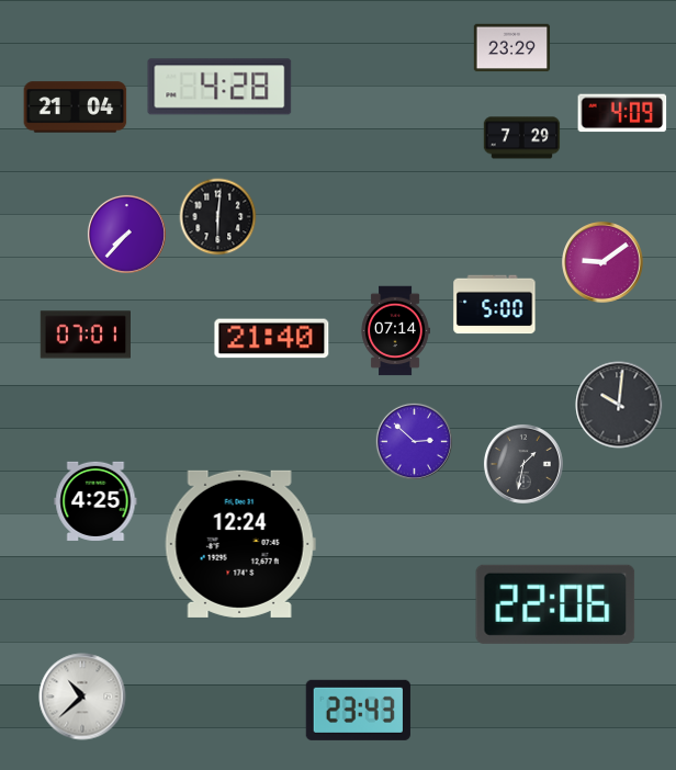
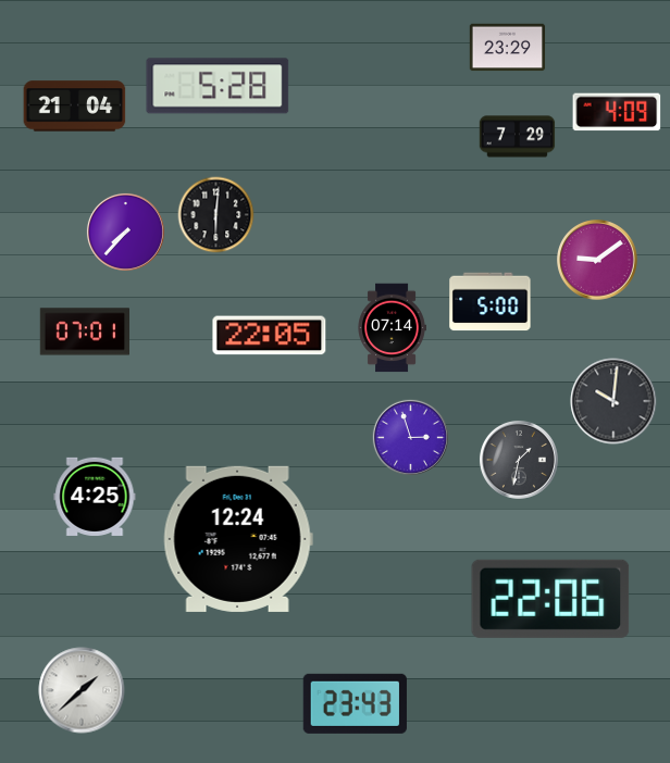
clock at (219, 87): 4:28 -> 5:28
clock at (272, 339): 21:40 -> 22:05
clock at (414, 441): 2:52 -> 2:57
clock at (82, 697): 10:38 -> 1:38
